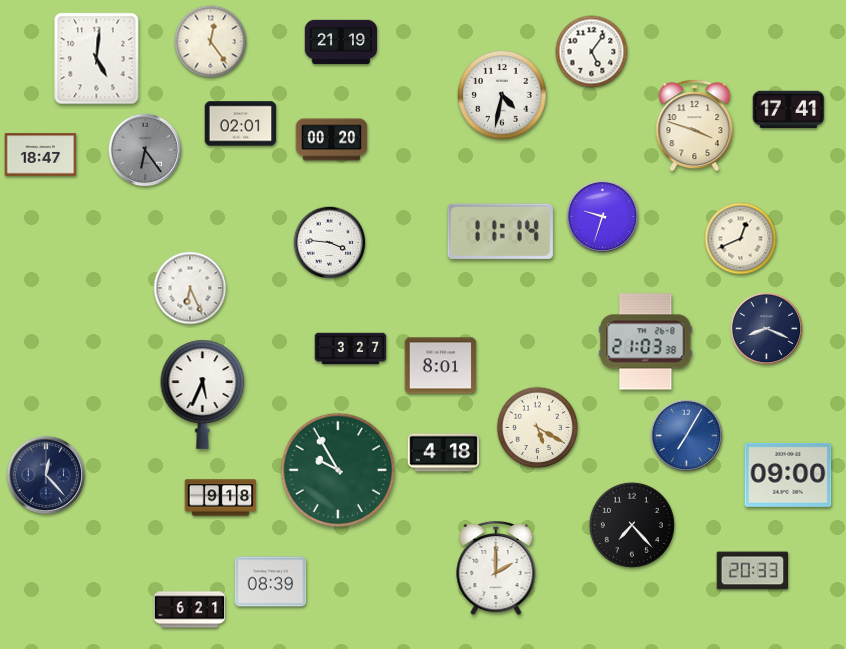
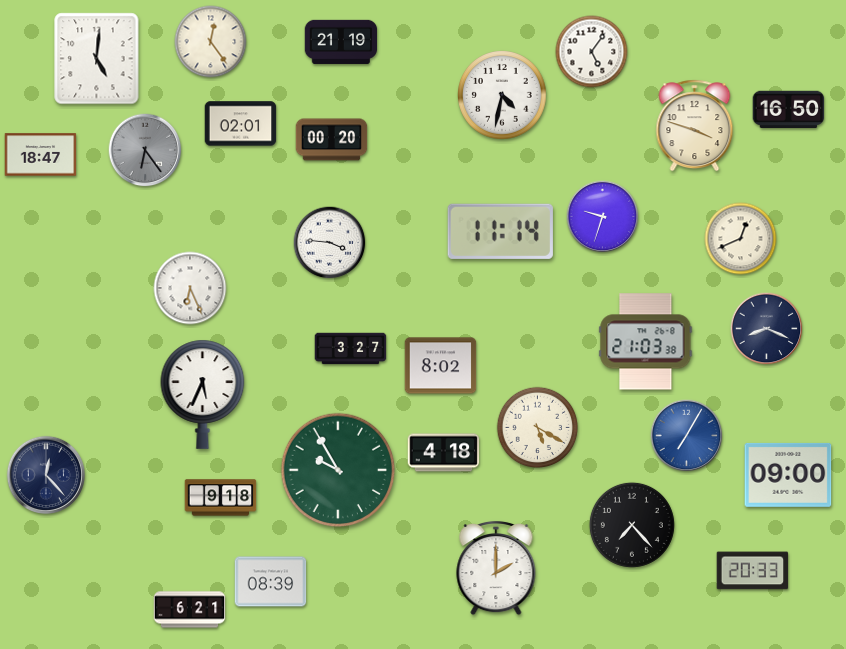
clock at (789, 109): 17:41 -> 16:50
clock at (441, 366): 8:01 -> 8:02
